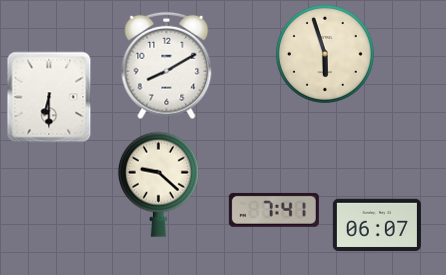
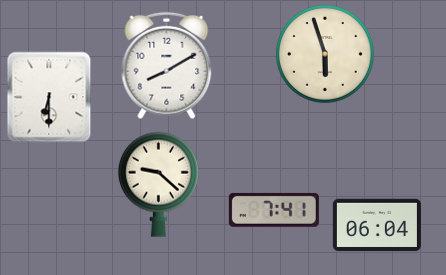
clock at (377, 225): 06:07 -> 06:04
